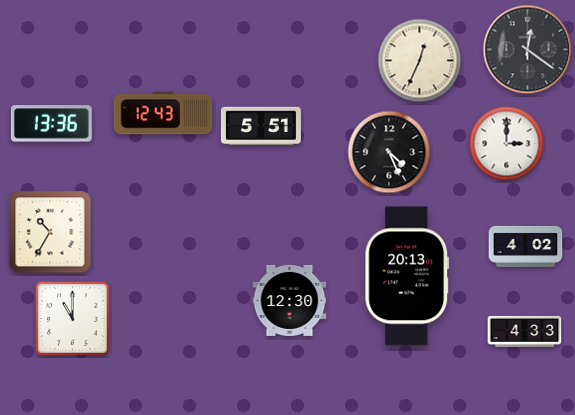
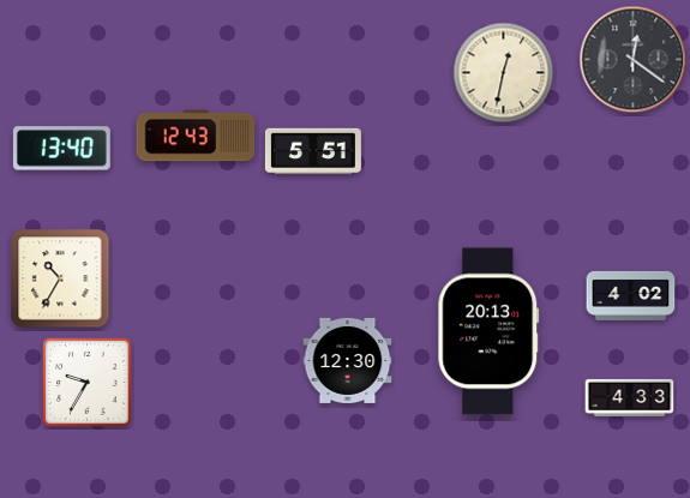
clock at (420, 61): 12:34 -> 12:32
clock at (51, 124): 13:36 -> 13:40
clock at (507, 144): 3:00 -> none
clock at (389, 152): 4:26 -> none
clock at (73, 319): 11:00 -> 9:35
